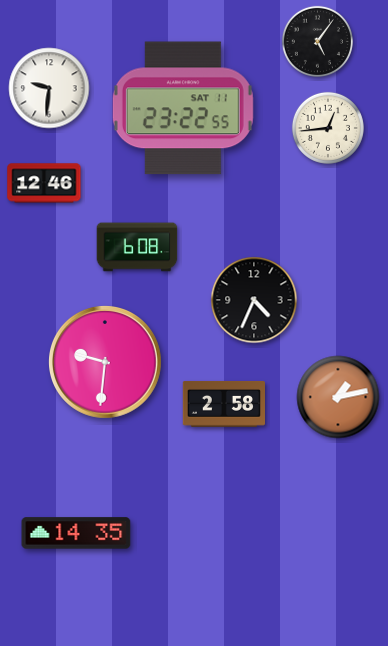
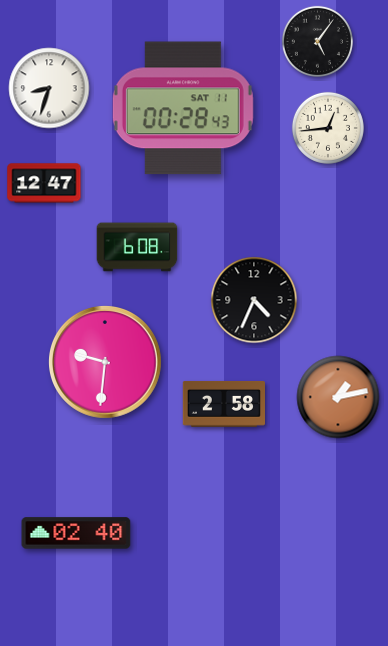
clock at (49, 88): 9:31 -> 8:33
clock at (183, 108): 23:22 -> 00:28
clock at (44, 183): 12:46 -> 12:47
clock at (76, 533): 14:35 -> 02:40
